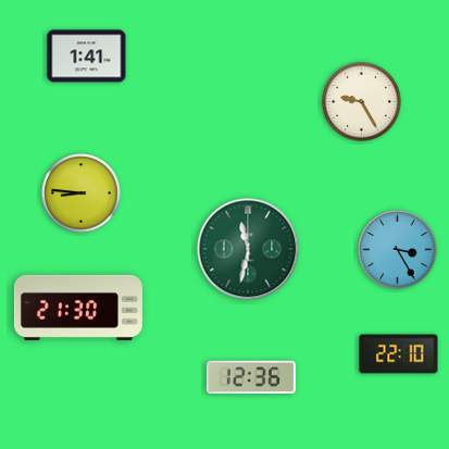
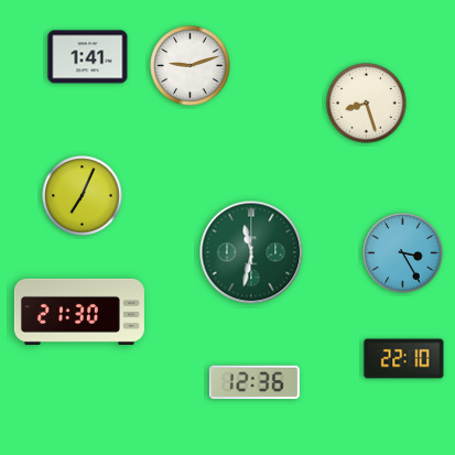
clock at (191, 66): none -> 9:12
clock at (362, 102): 9:25 -> 8:27
clock at (82, 194): 8:46 -> 7:04
